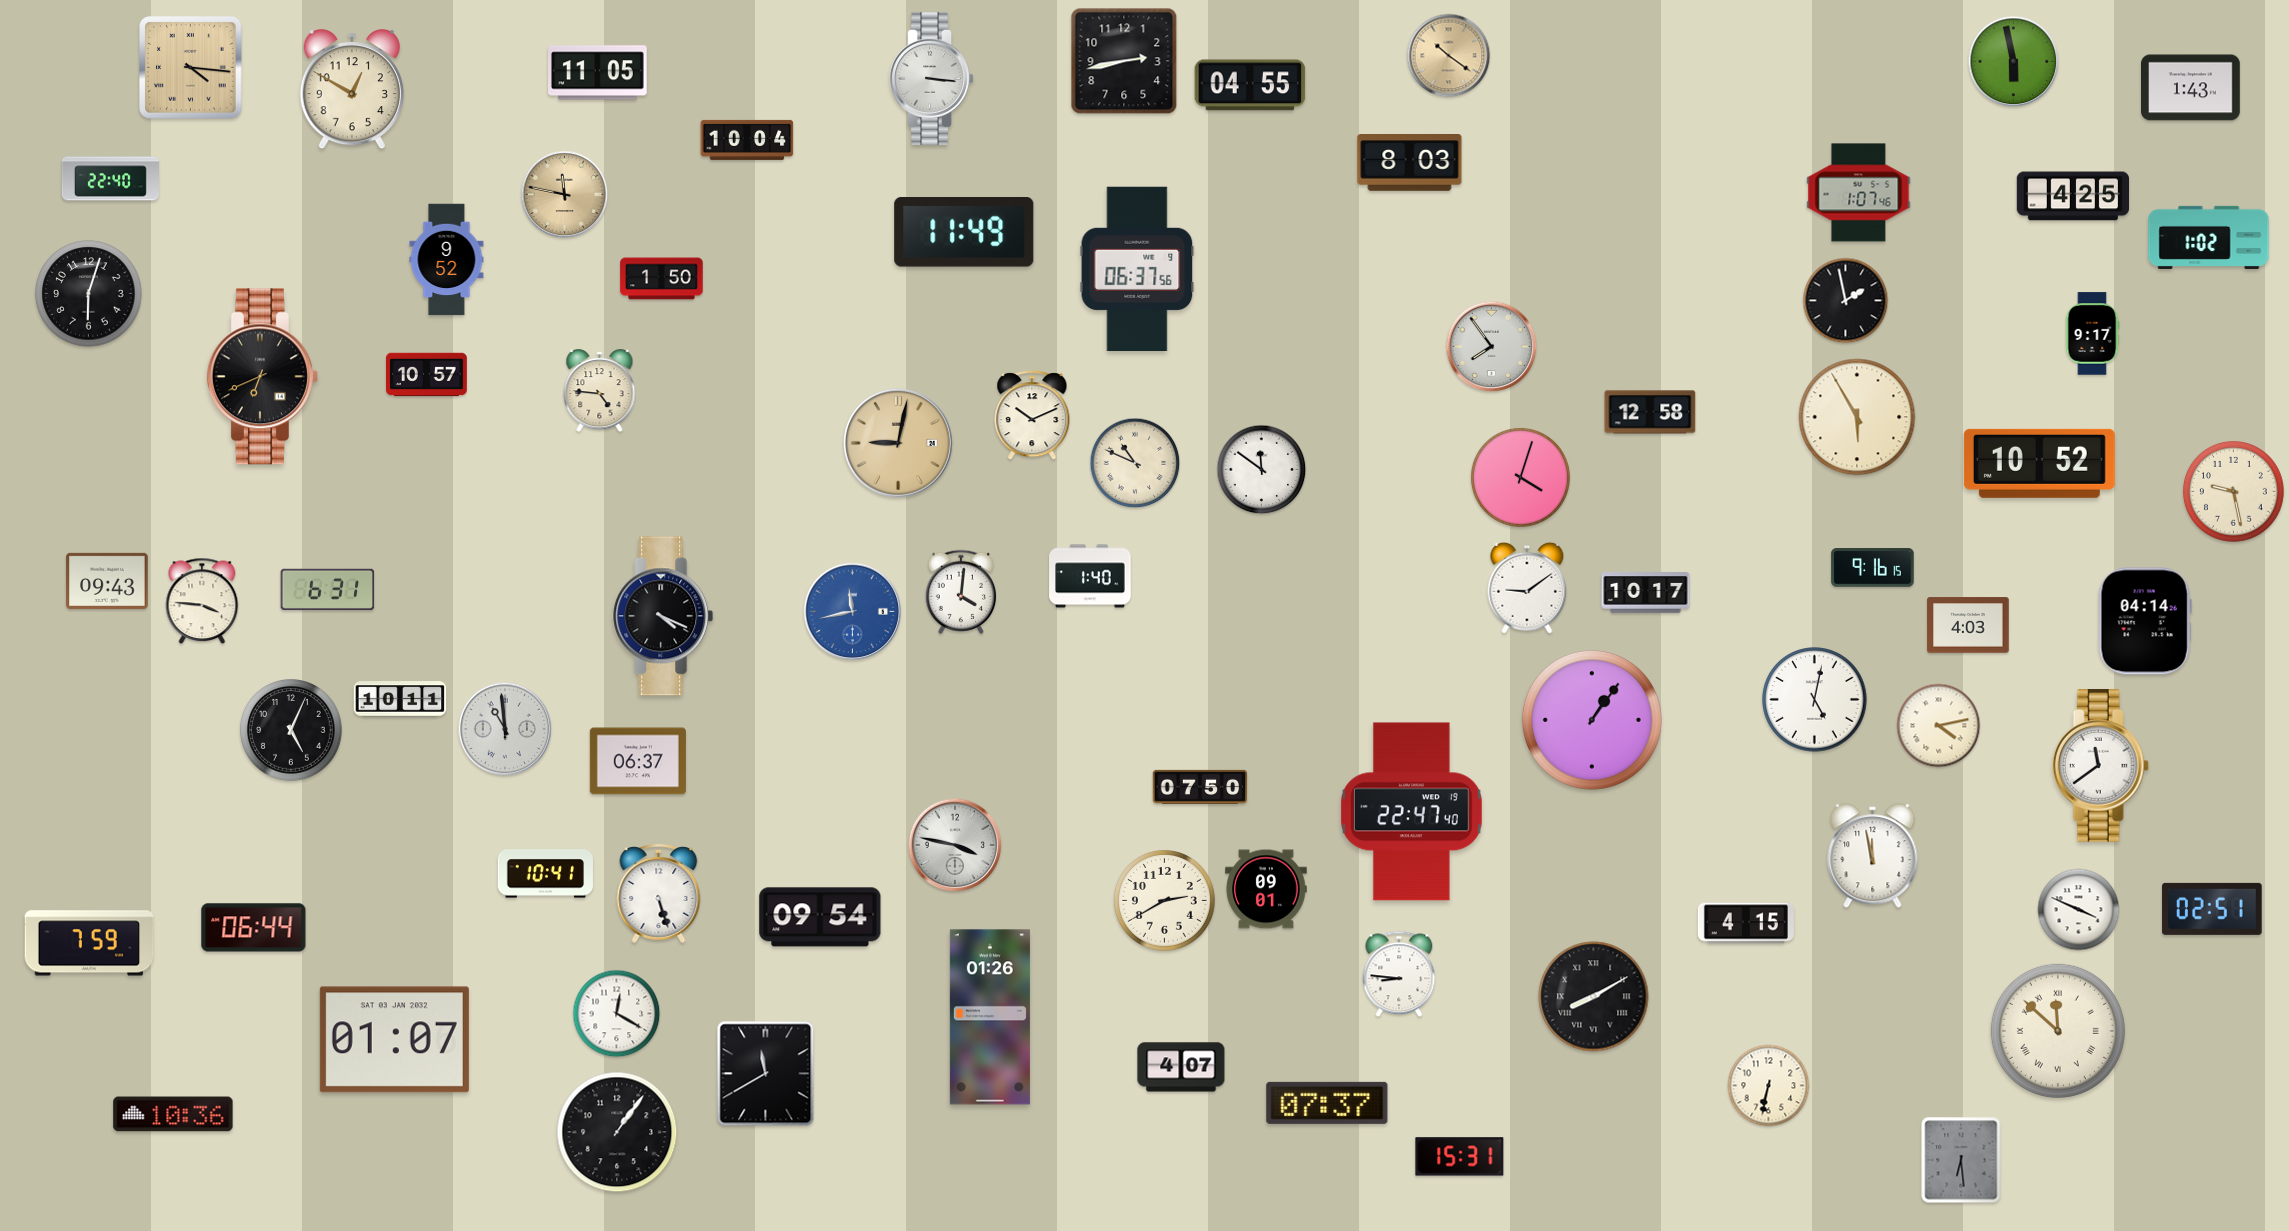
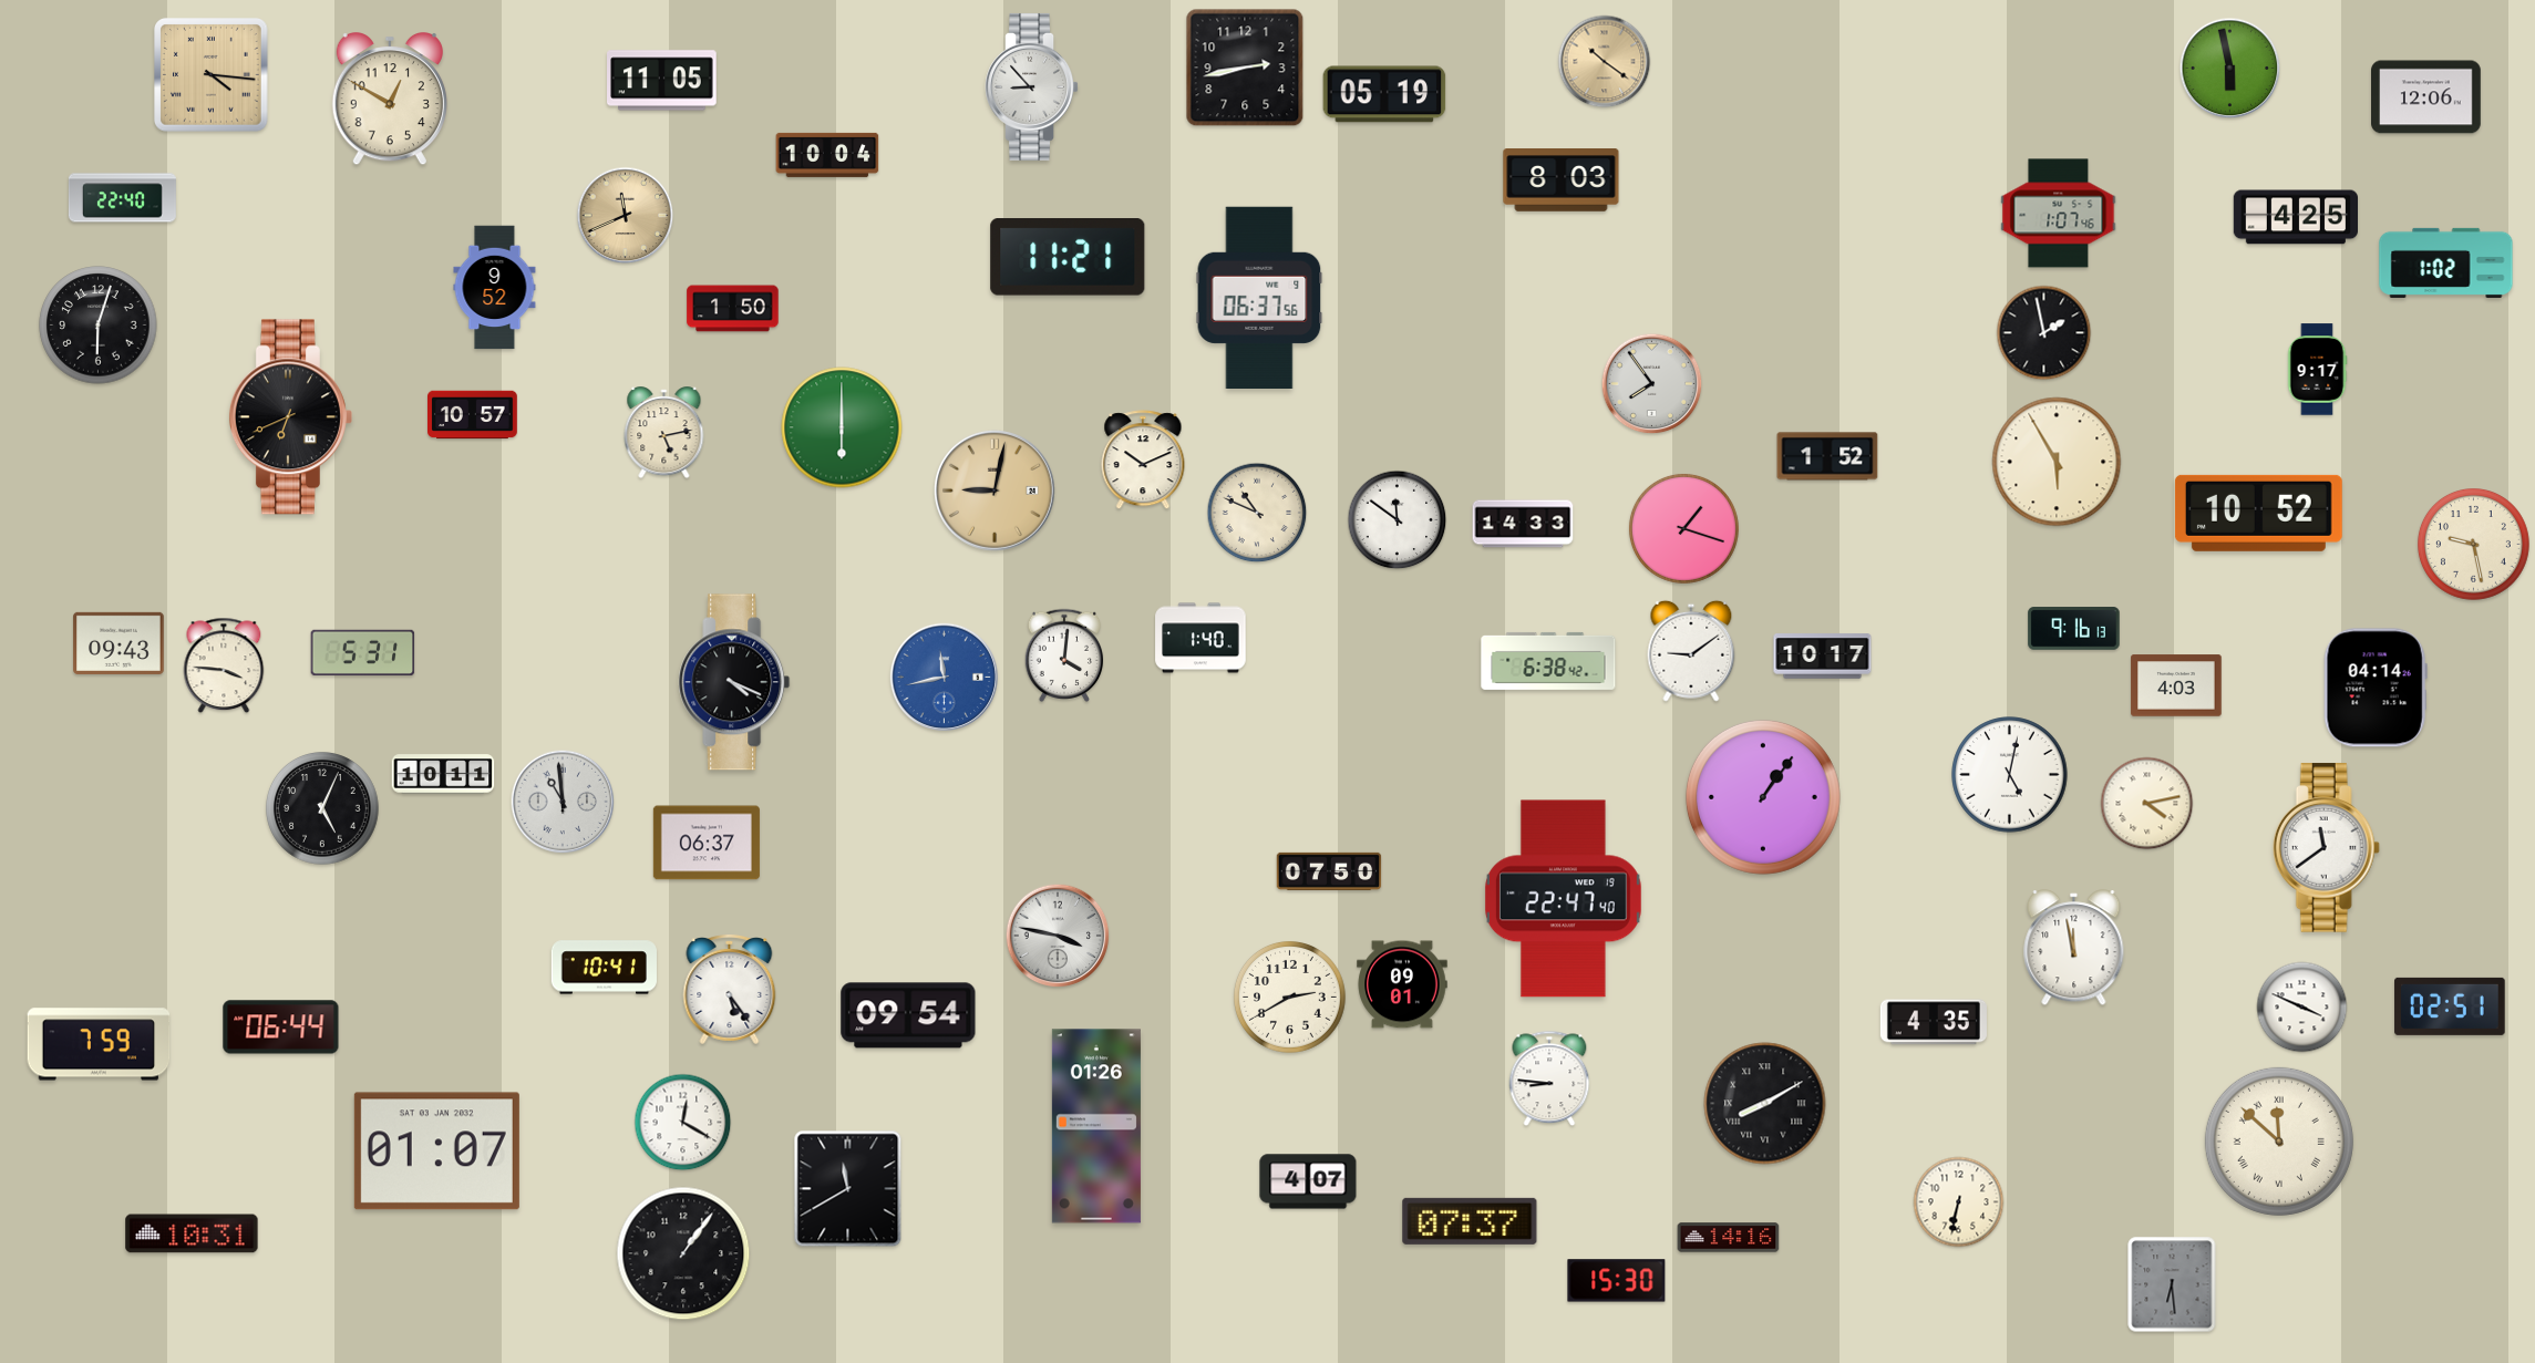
clock at (931, 78): 3:16 -> 8:53
clock at (1250, 85): 04:55 -> 05:19
clock at (2191, 88): 1:43 -> 12:06
clock at (565, 195): 11:47 -> 11:41
clock at (964, 233): 11:49 -> 11:21
clock at (842, 427): none -> 6:00
clock at (600, 391): 4:46 -> 5:13
clock at (1650, 412): 12:58 -> 1:52
clock at (1523, 524): none -> 14:33
clock at (1520, 477): 4:03 -> 1:18
clock at (1873, 568): 9:16:15 -> 9:16:13
clock at (1090, 576) position: (1090, 576) -> (1200, 638)
clock at (328, 589): 6:31 -> 5:31
clock at (1548, 661): none -> 6:38
clock at (1968, 625) position: (1968, 625) -> (2176, 685)
clock at (505, 729) position: (505, 729) -> (563, 802)
clock at (659, 894): 5:27 -> 5:24
clock at (1746, 923): 4:15 -> 4:35
clock at (173, 1114): 10:36 -> 10:31
clock at (1729, 1238): none -> 14:16
clock at (1460, 1157): 15:31 -> 15:30
